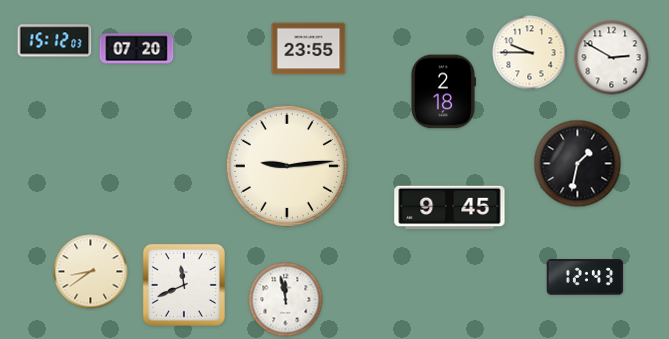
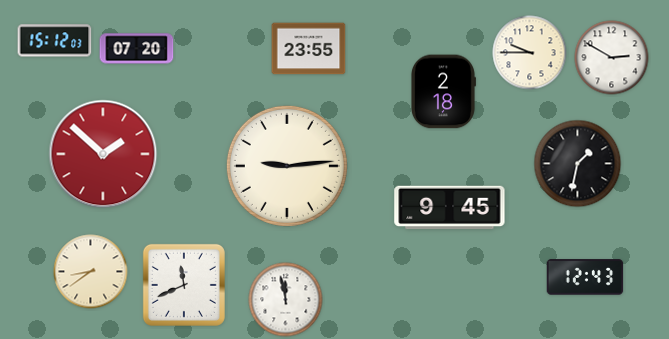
clock at (103, 154): none -> 1:52
